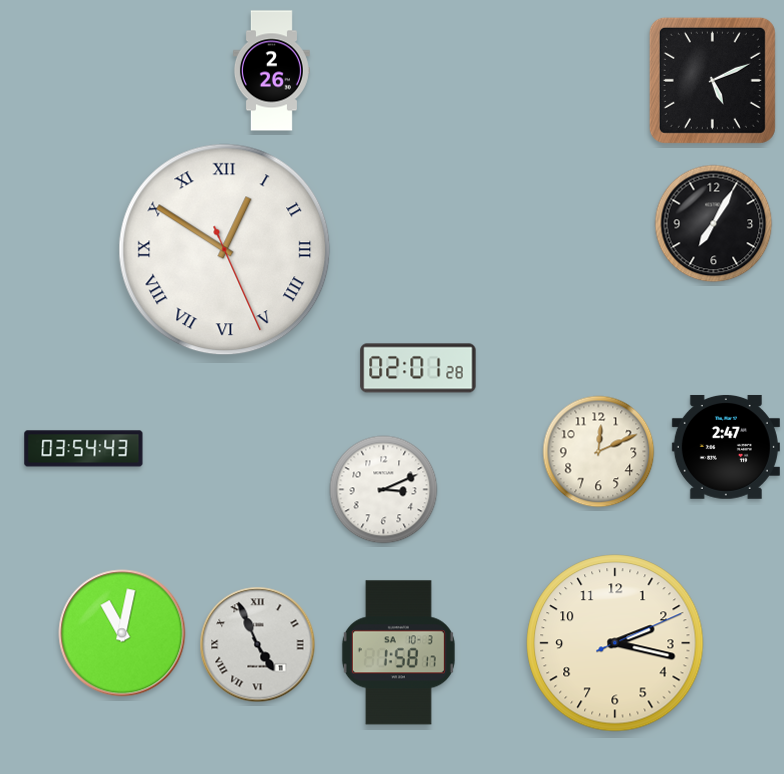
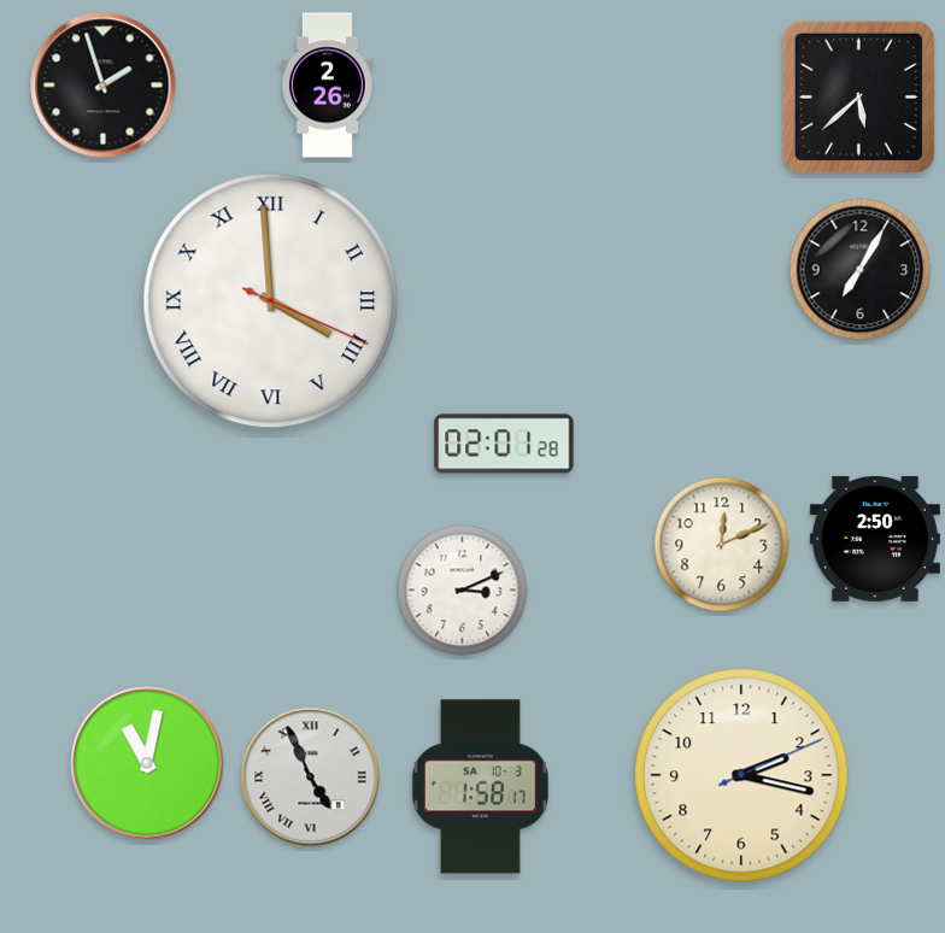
clock at (104, 86): none -> 1:57
clock at (712, 80): 5:11 -> 5:38
clock at (225, 250): 12:50 -> 3:59
clock at (726, 447): 2:47 -> 2:50
clock at (84, 449): 03:54 -> none
